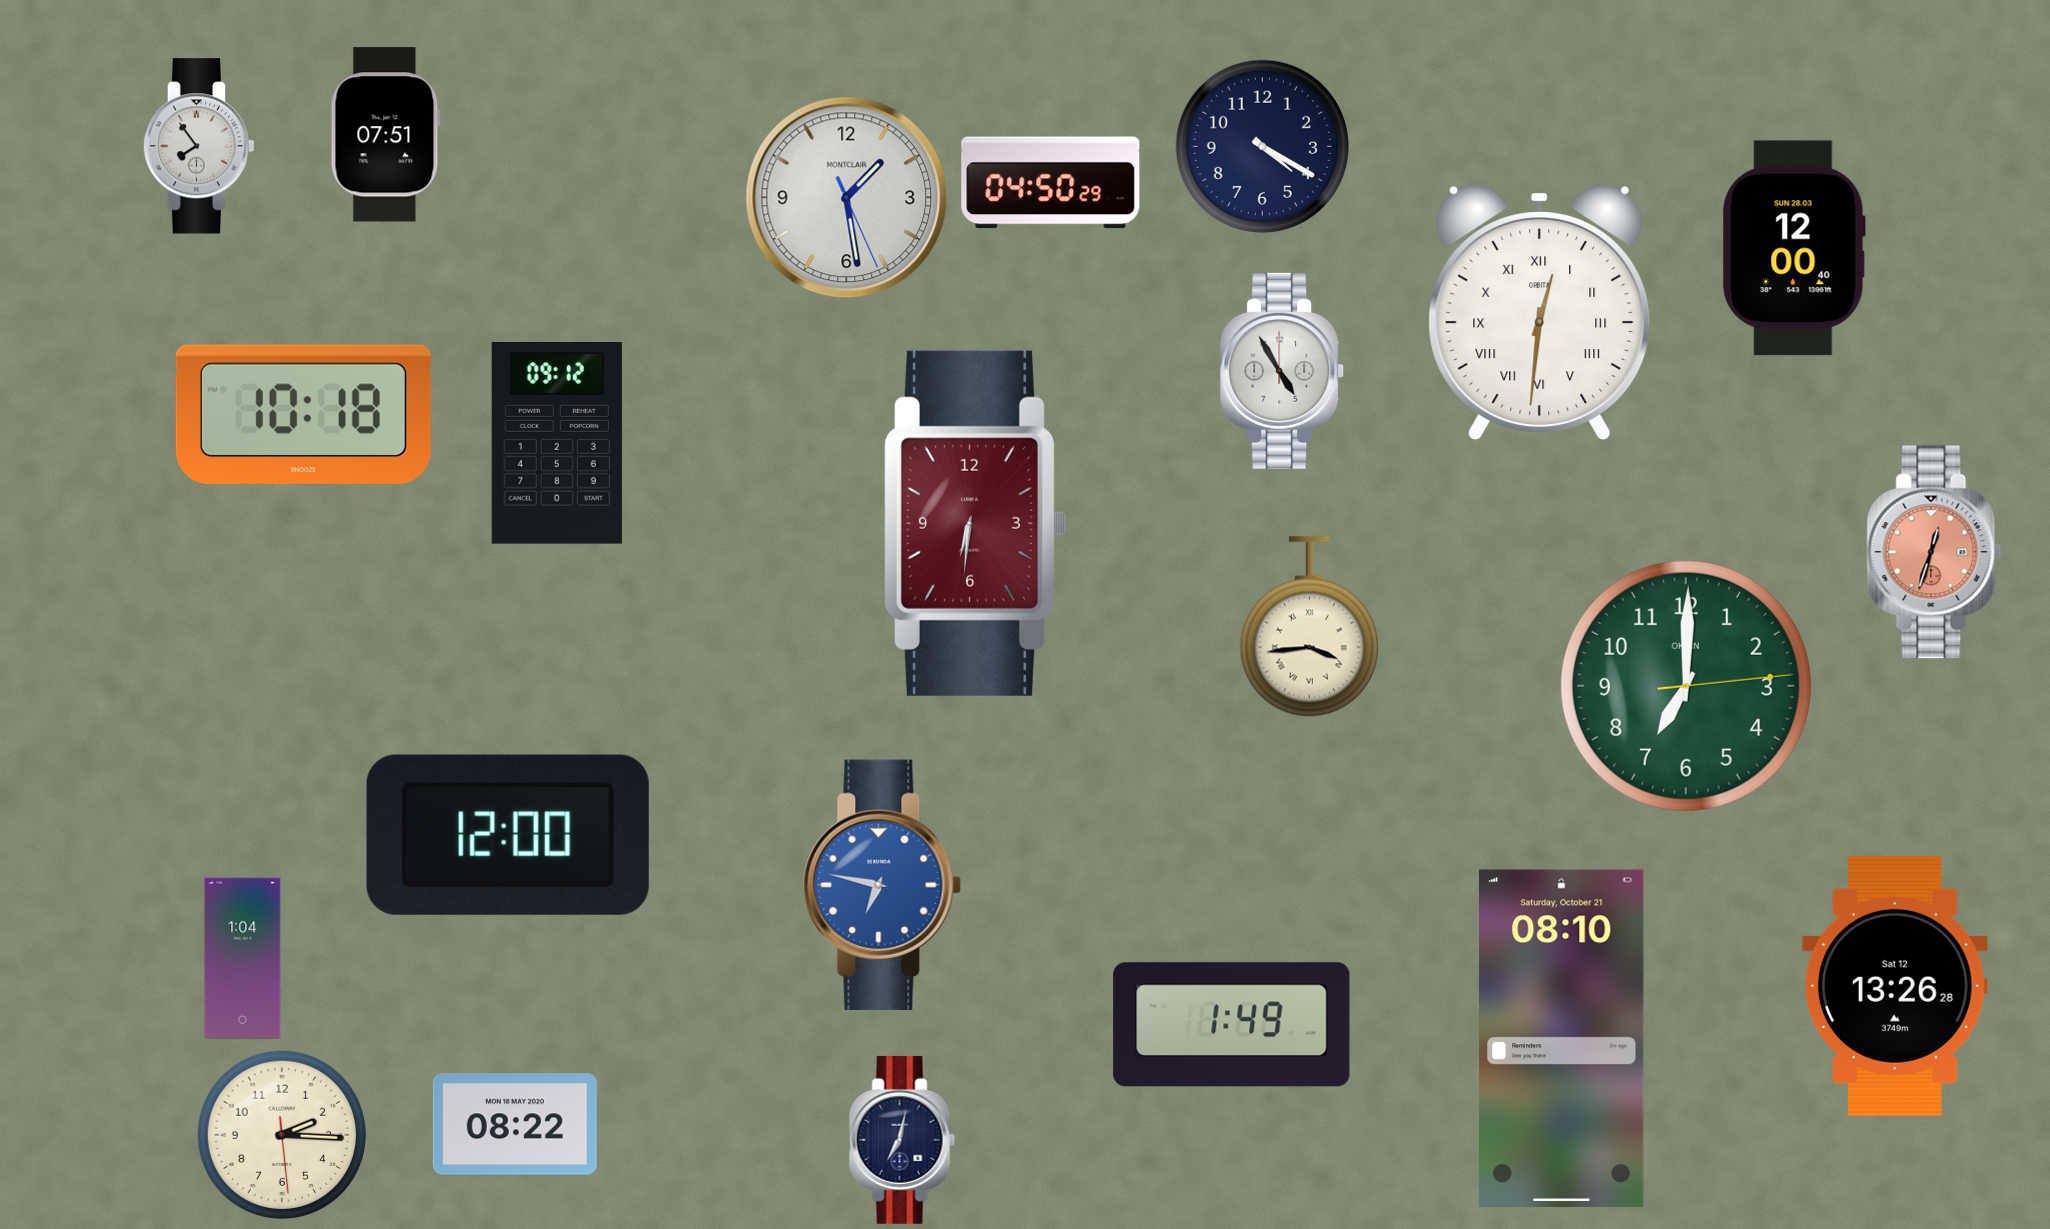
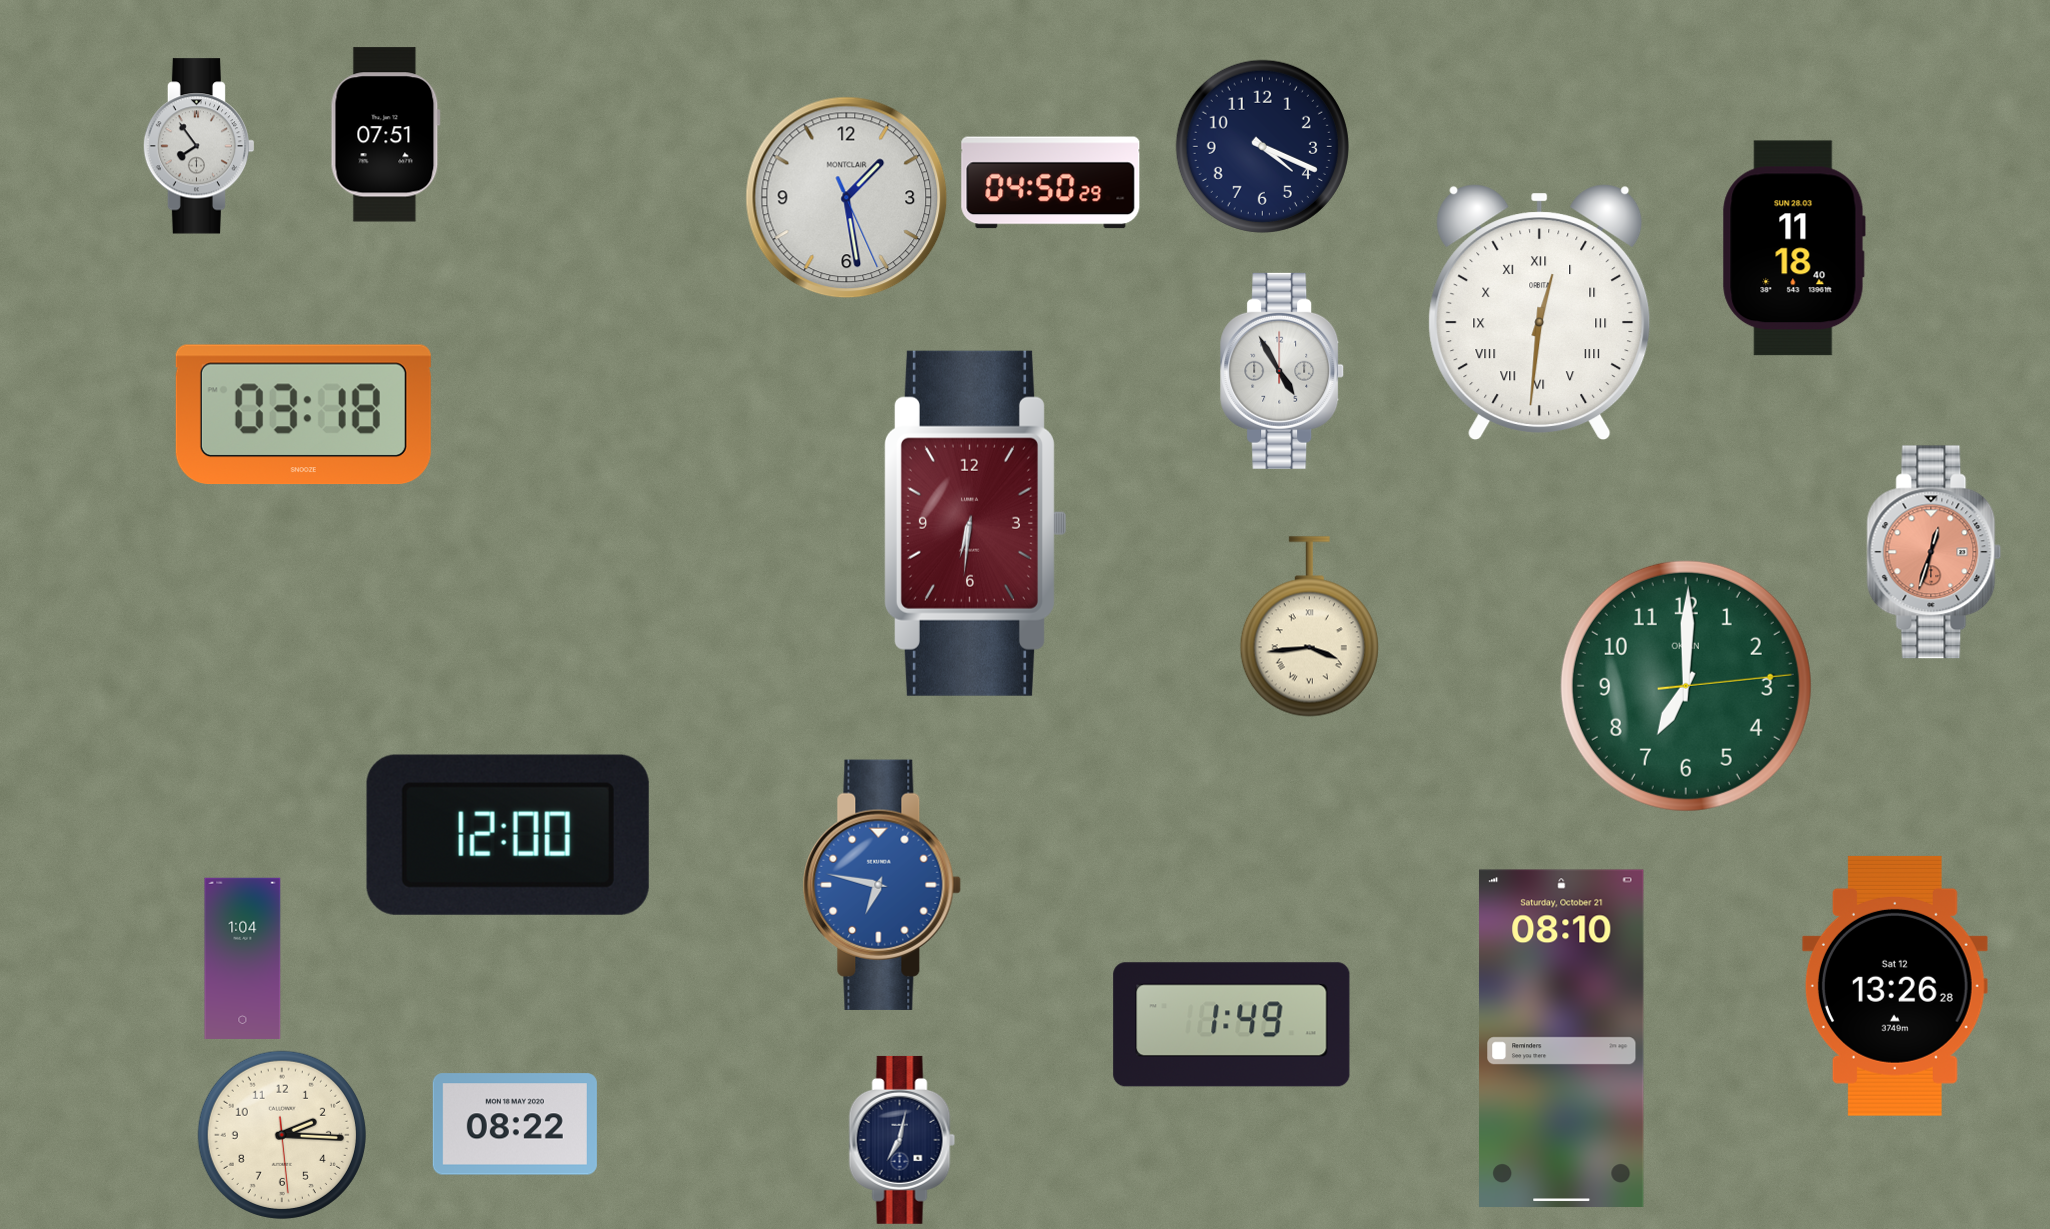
clock at (1262, 146): 4:20 -> 4:19
clock at (1794, 248): 12:00 -> 11:18
clock at (303, 415): 10:18 -> 03:18
clock at (557, 444): 09:12 -> none
